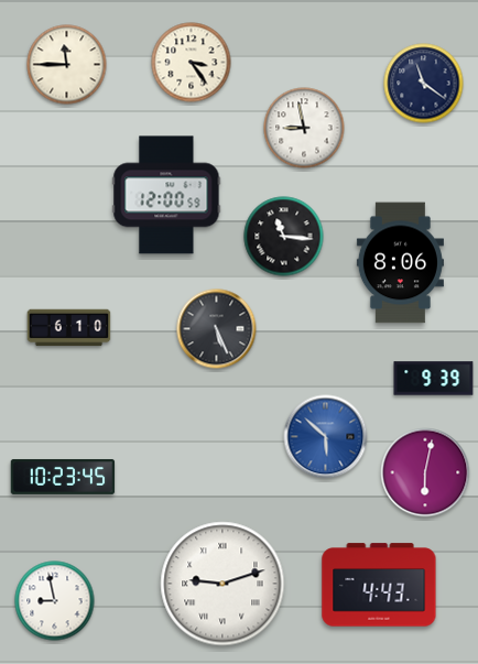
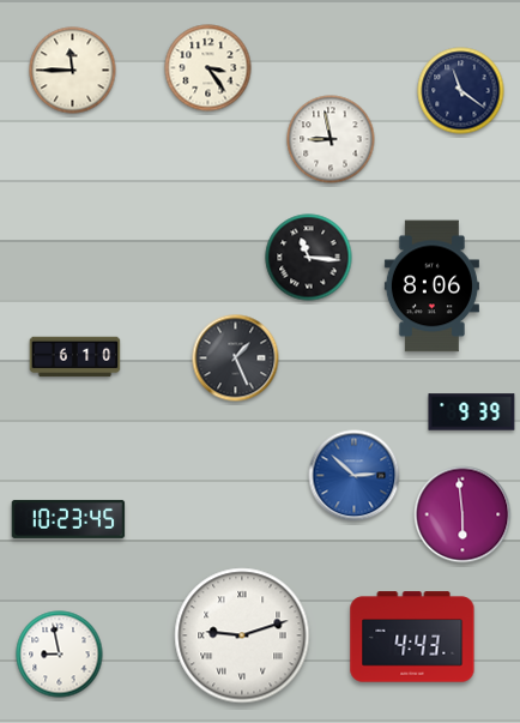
clock at (166, 195): 12:00 -> none
clock at (400, 263) position: (400, 263) -> (431, 287)
clock at (217, 329): 5:26 -> 1:26
clock at (326, 437): 5:52 -> 2:52
clock at (425, 472): 6:02 -> 5:59
